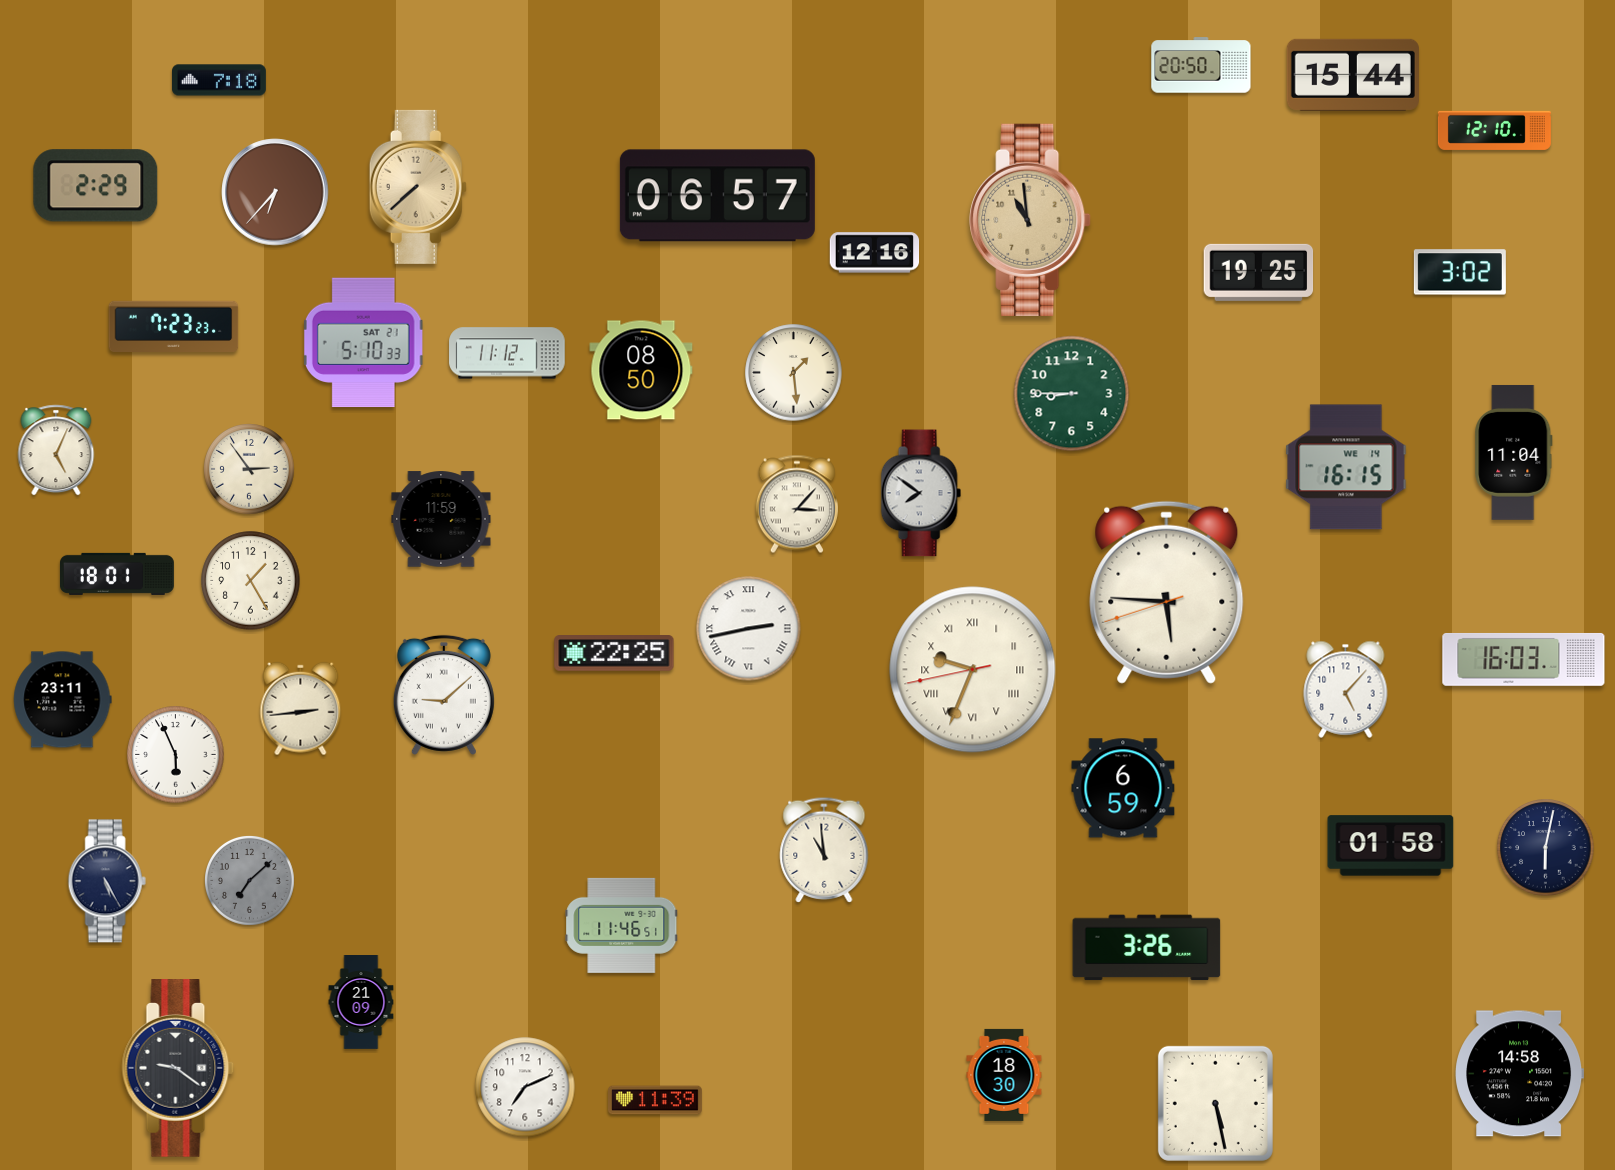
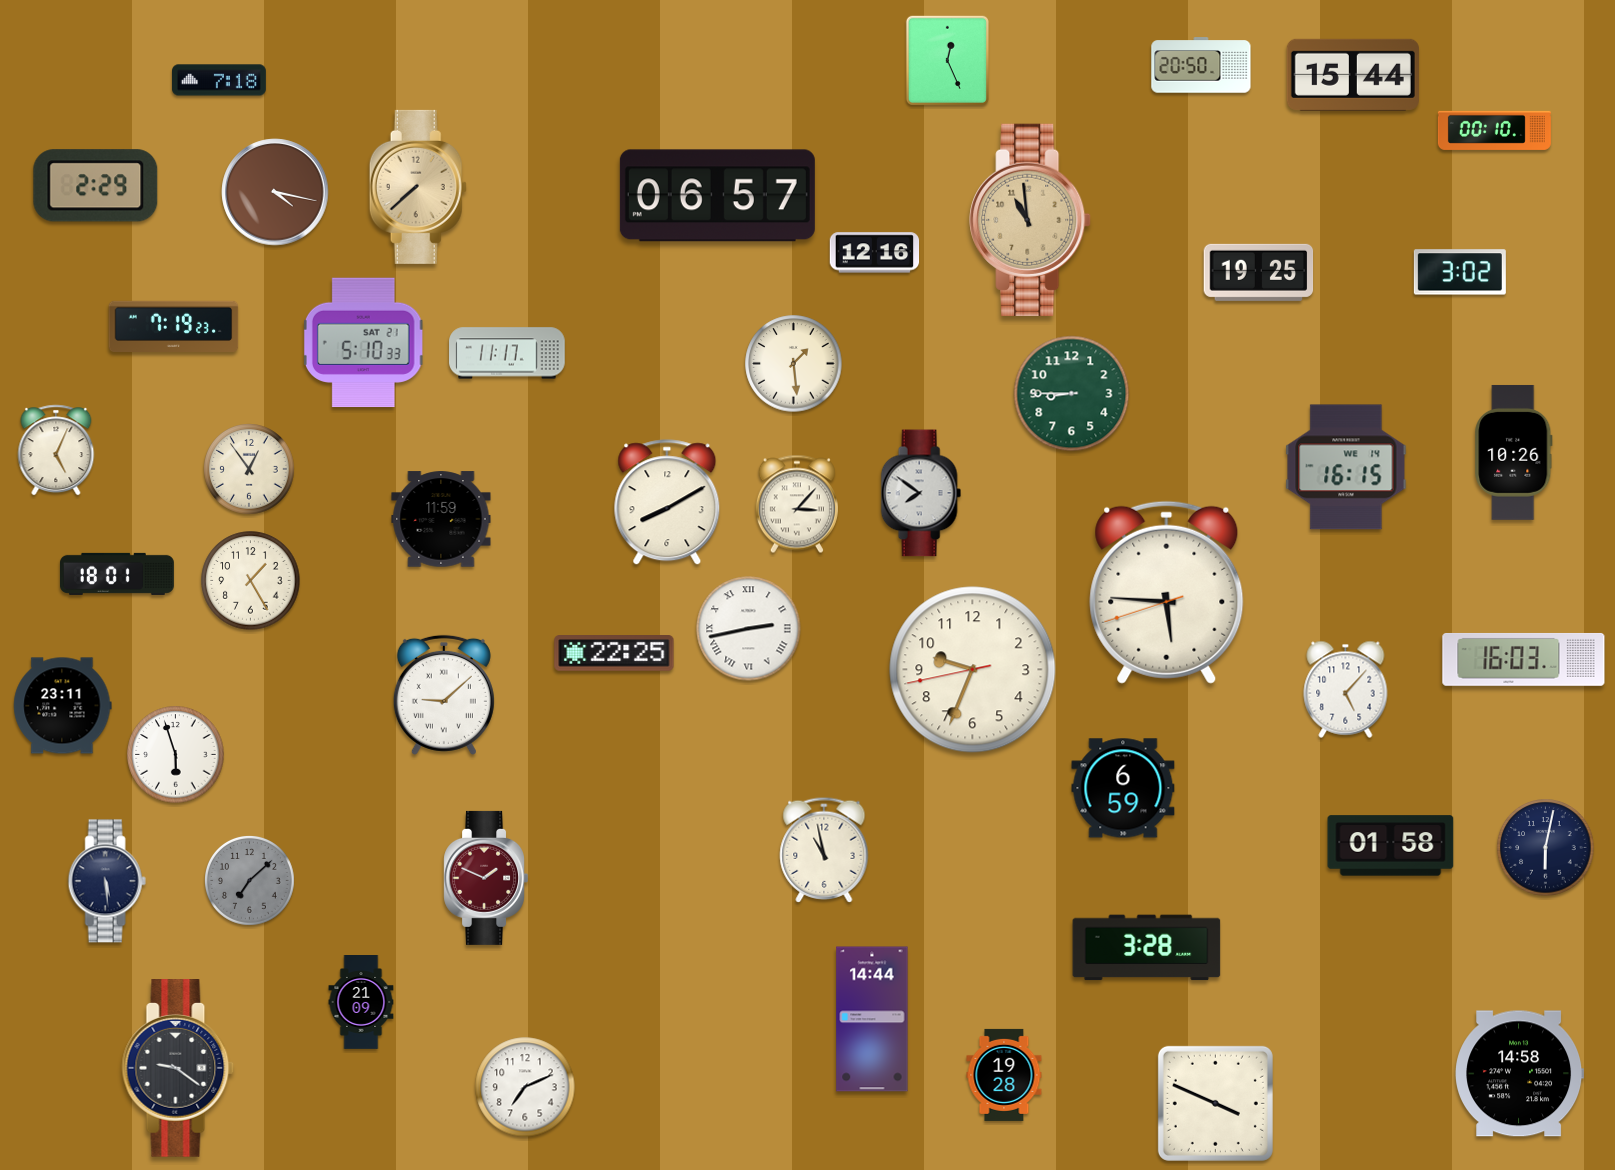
clock at (947, 60): none -> 12:26
clock at (1494, 130): 12:10 -> 00:10
clock at (275, 192): 6:37 -> 4:17
clock at (174, 326): 7:23 -> 7:19
clock at (507, 353): 11:12 -> 11:17
clock at (641, 370): 08:50 -> none
clock at (794, 373) position: (794, 373) -> (794, 364)
clock at (1514, 452): 11:04 -> 10:26
clock at (250, 470): 2:54 -> 12:54
clock at (667, 503): none -> 8:10
clock at (973, 670) numerals: Roman -> Arabic
clock at (63, 700) position: (63, 700) -> (63, 706)
clock at (301, 709): 2:44 -> none
clock at (176, 755): 5:56 -> 5:57
clock at (824, 850): 10:59 -> 10:58
clock at (485, 878): none -> 1:49
clock at (107, 881): 5:25 -> 5:29
clock at (622, 925): 11:46 -> none
clock at (1147, 948): 3:26 -> 3:28
clock at (872, 1019): none -> 14:44
clock at (1004, 1075): 18:30 -> 19:28
clock at (656, 1100): 11:39 -> none
clock at (1215, 1103): 5:28 -> 3:49
